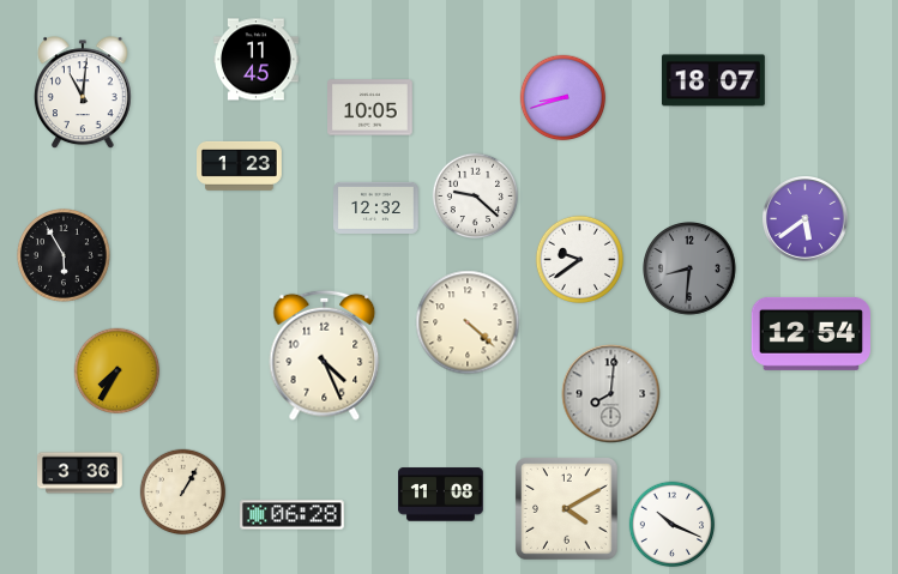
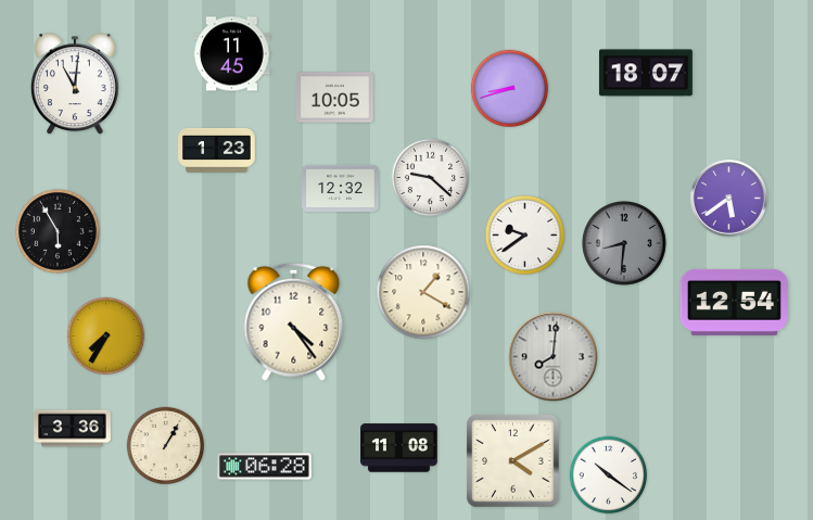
clock at (468, 322): 4:22 -> 1:20
clock at (325, 355): 4:26 -> 4:24
clock at (673, 525): 10:19 -> 10:21
